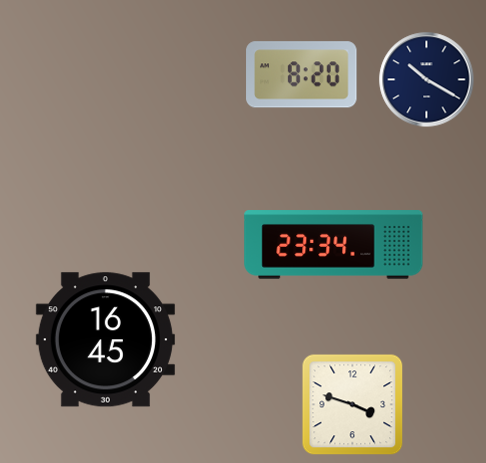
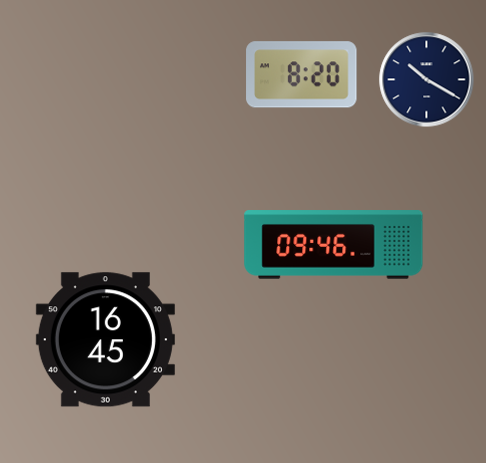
clock at (334, 245): 23:34 -> 09:46
clock at (353, 405): 3:48 -> none
